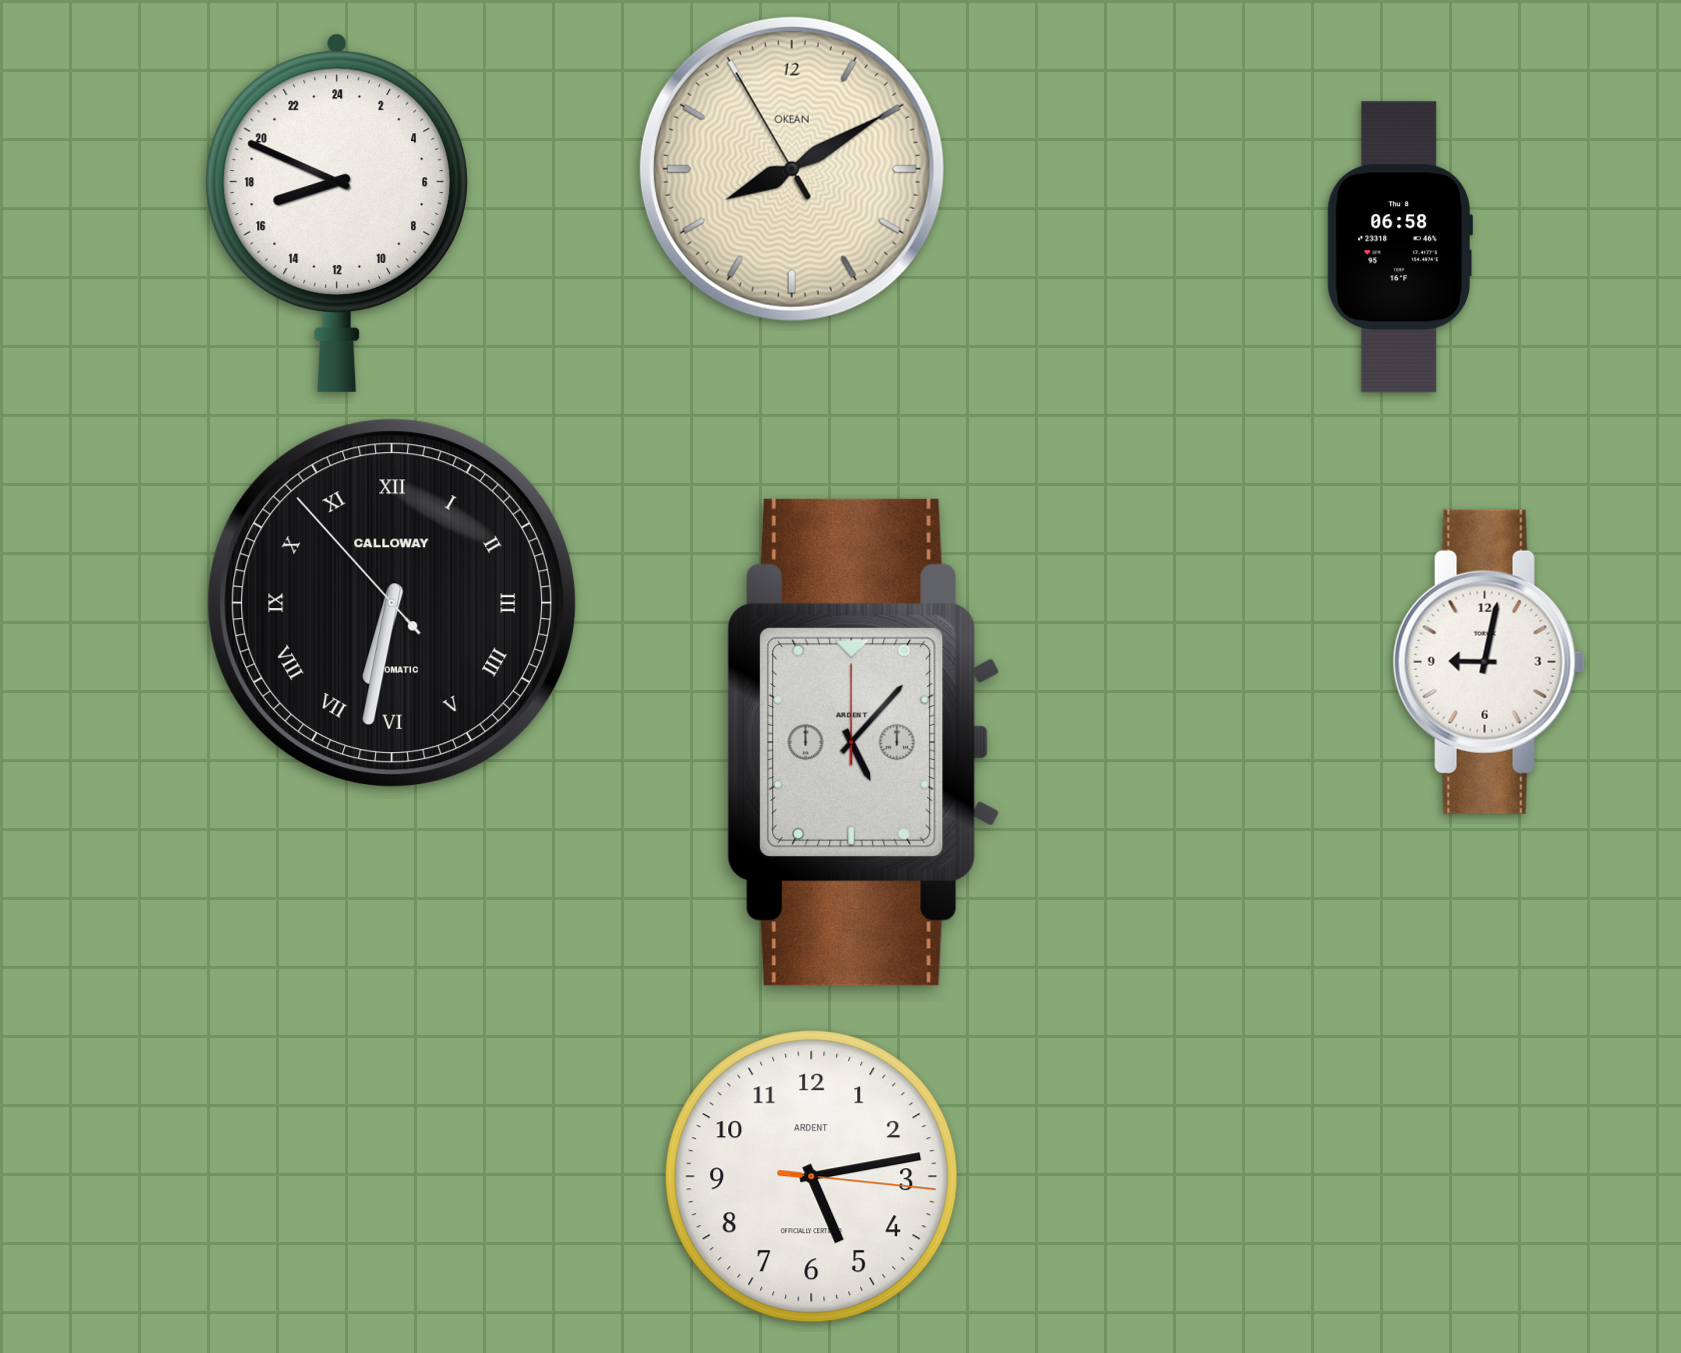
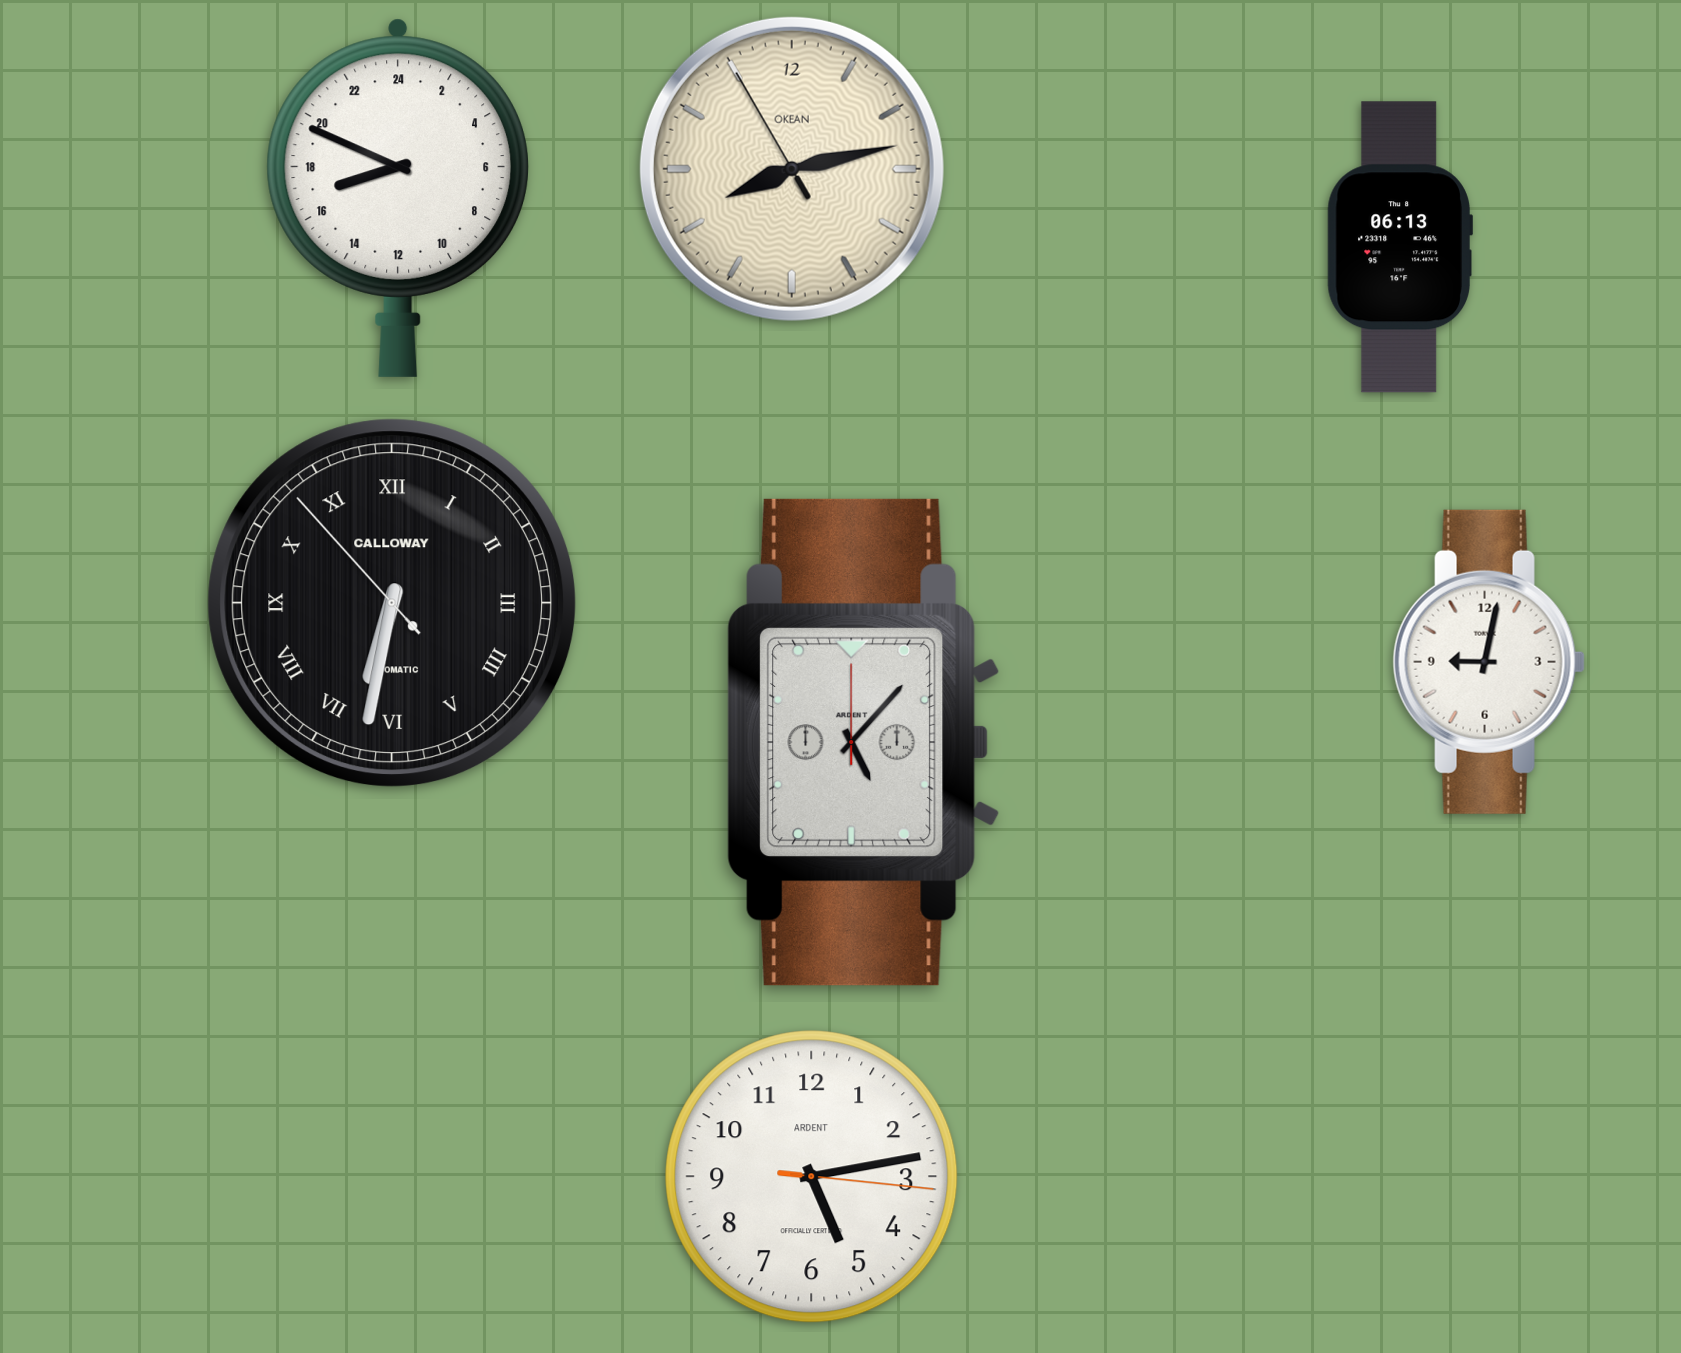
clock at (792, 169): 8:09 -> 8:12
clock at (337, 213) position: (337, 213) -> (398, 198)
clock at (1400, 247): 06:58 -> 06:13
